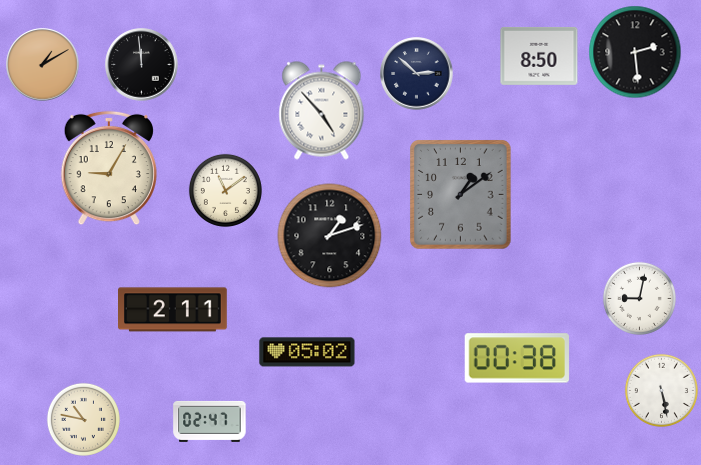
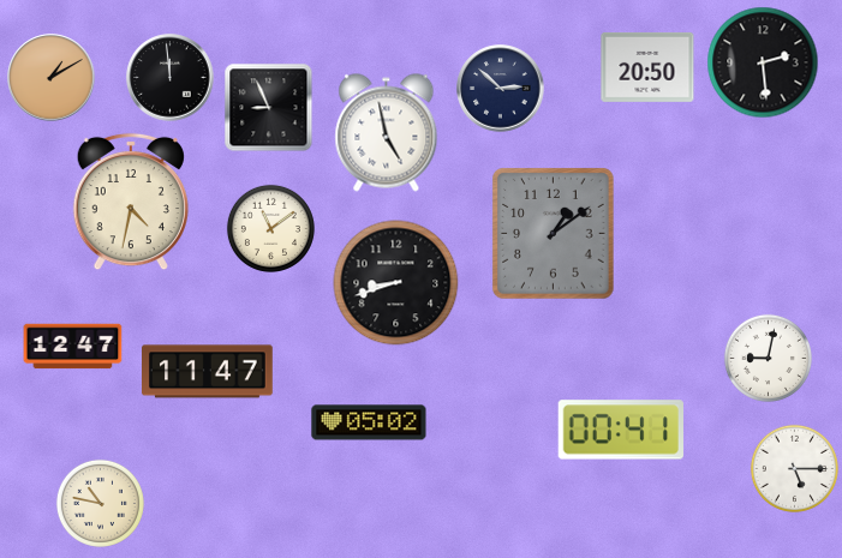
clock at (539, 56): 8:50 -> 20:50
clock at (269, 108): none -> 8:56
clock at (322, 111): 4:53 -> 4:58
clock at (109, 168): 9:05 -> 4:32
clock at (330, 236): 1:12 -> 8:42
clock at (73, 347): none -> 12:47
clock at (173, 310): 2:11 -> 11:47
clock at (516, 358): 00:38 -> 00:41
clock at (661, 390): 5:28 -> 5:15
clock at (210, 421): 02:47 -> none
